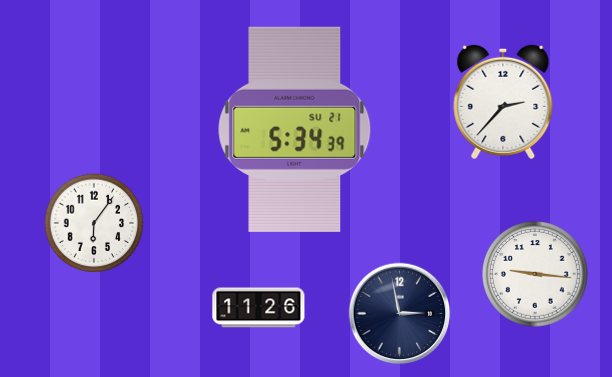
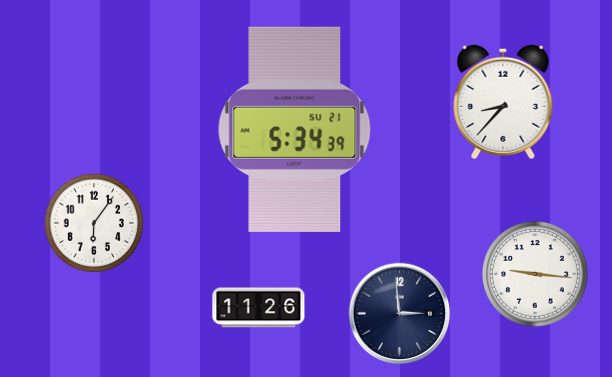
clock at (503, 102): 2:37 -> 8:37
clock at (400, 314): 2:58 -> 2:59
